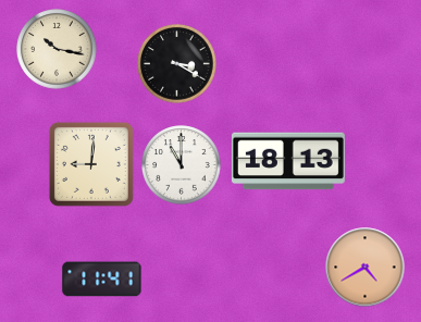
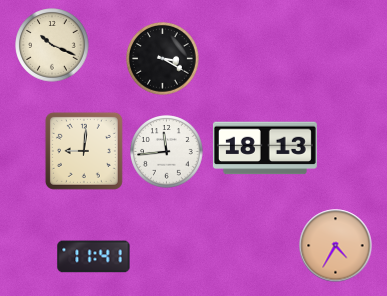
clock at (57, 49): 10:17 -> 10:19
clock at (182, 165): 11:00 -> 11:44
clock at (366, 268): 4:40 -> 4:35
